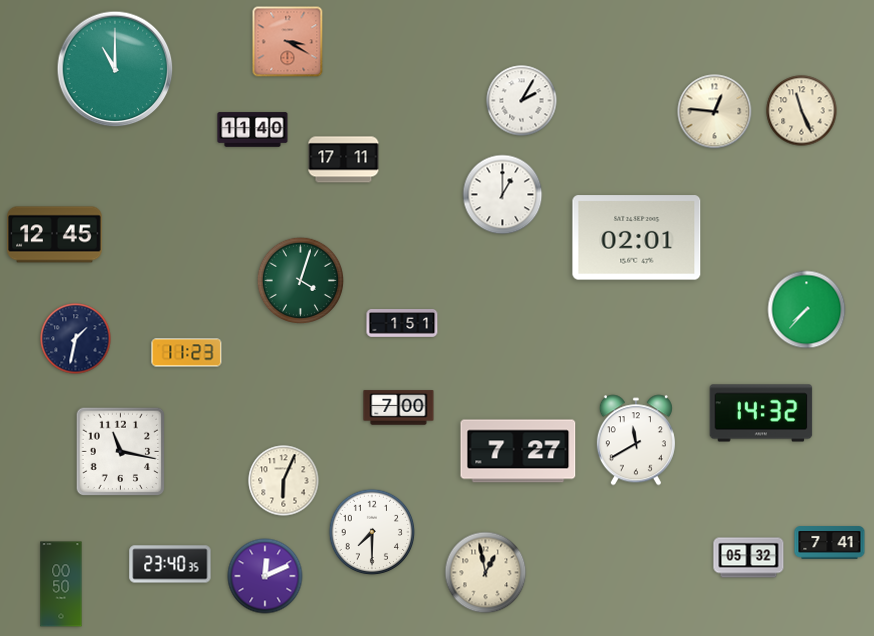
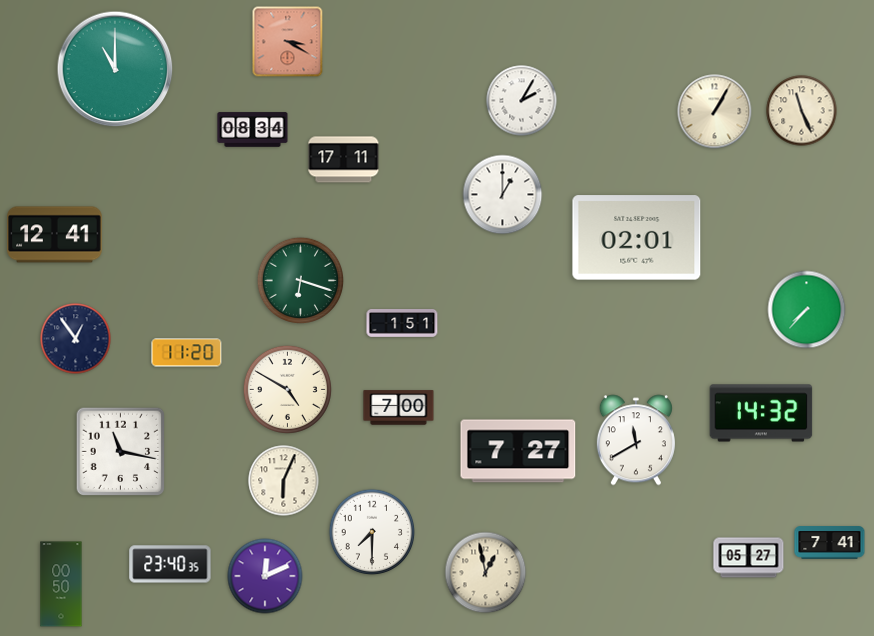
clock at (715, 112): 12:46 -> 1:05
clock at (253, 130): 11:40 -> 08:34
clock at (55, 235): 12:45 -> 12:41
clock at (300, 280): 4:03 -> 6:18
clock at (76, 339): 1:32 -> 12:54
clock at (187, 353): 11:23 -> 11:20
clock at (287, 389): none -> 4:50
clock at (749, 558): 05:32 -> 05:27
